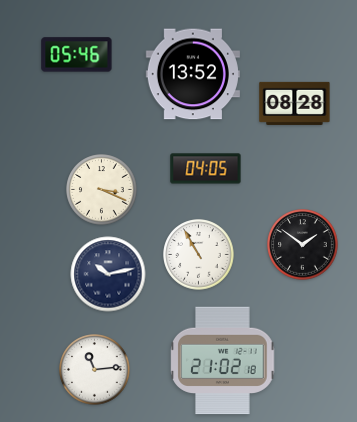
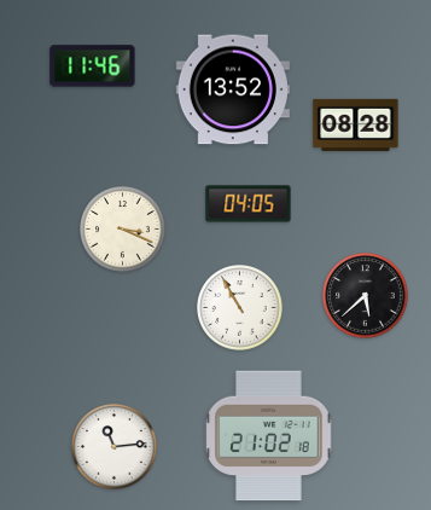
clock at (77, 55): 05:46 -> 11:46
clock at (303, 245): 1:51 -> 5:38
clock at (108, 274): 10:13 -> none
